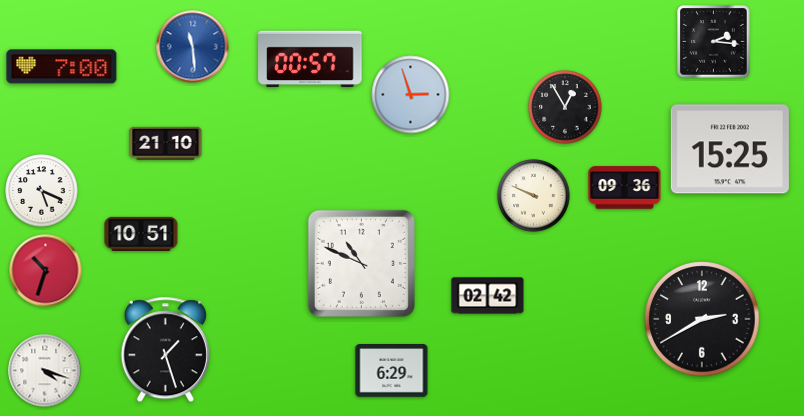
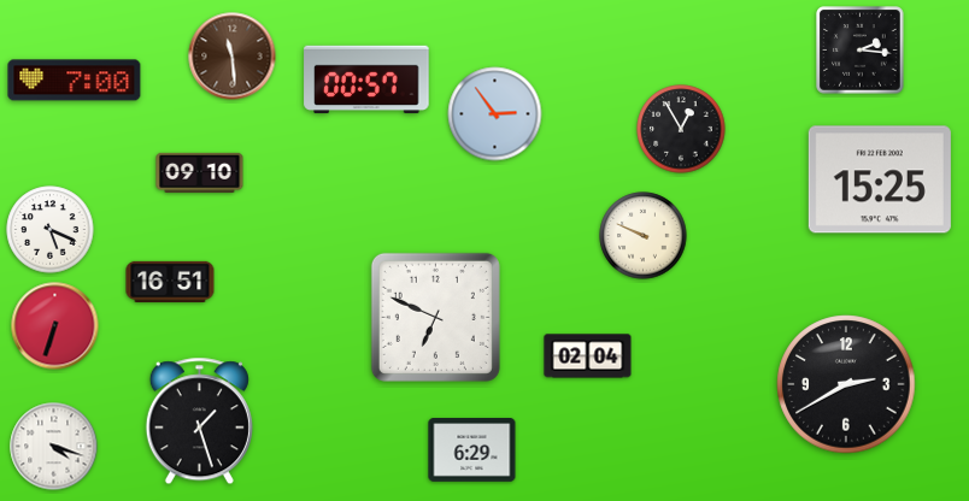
clock at (193, 47) dial: blue -> brown
clock at (310, 59) position: (310, 59) -> (366, 79)
clock at (411, 95): 2:57 -> 2:54
clock at (166, 143): 21:10 -> 09:10
clock at (625, 188): 09:36 -> none
clock at (141, 233): 10:51 -> 16:51
clock at (361, 263): 10:49 -> 6:49
clock at (46, 271): 10:33 -> 6:33
clock at (488, 296): 02:42 -> 02:04
clock at (392, 371) position: (392, 371) -> (472, 450)
